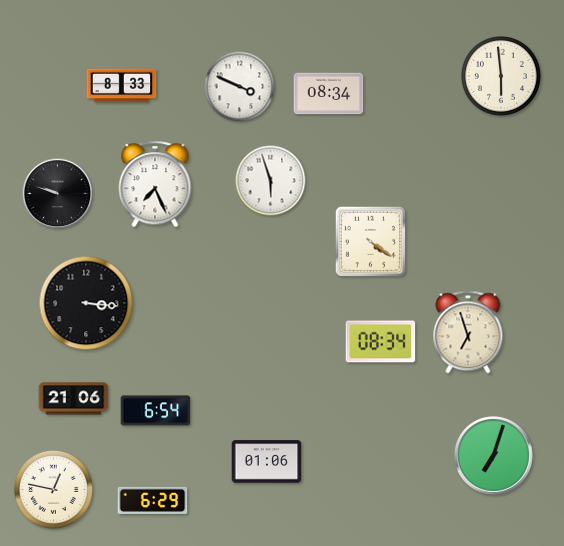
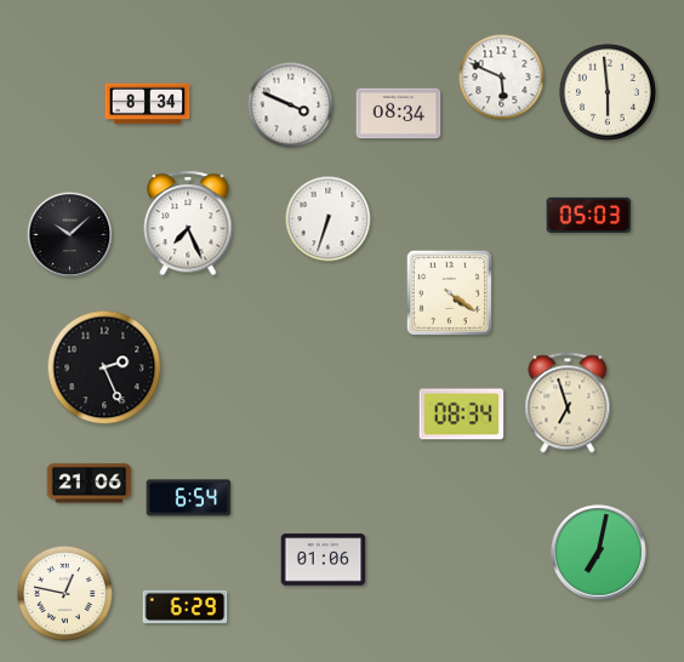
clock at (502, 78): none -> 5:49
clock at (122, 86): 8:33 -> 8:34
clock at (589, 215): none -> 05:03
clock at (271, 181): 5:57 -> 6:33
clock at (58, 194): 9:48 -> 10:08
clock at (86, 303): 3:16 -> 2:26
clock at (494, 456): 7:03 -> 7:02
